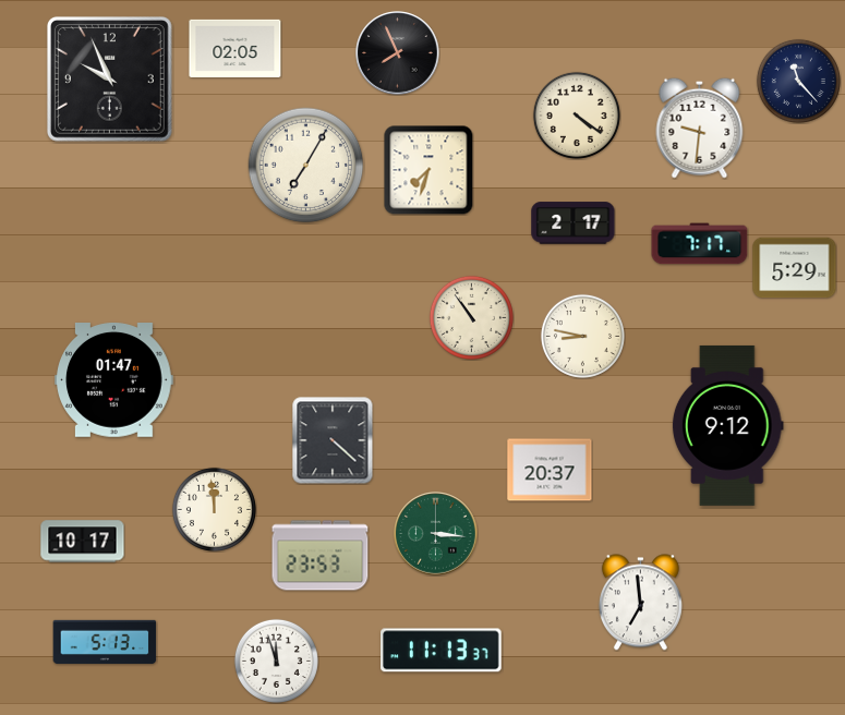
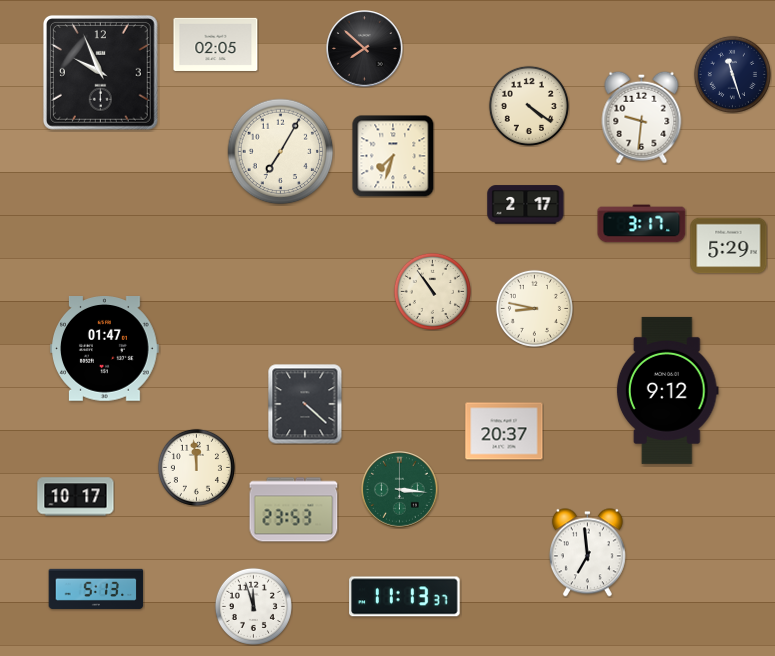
clock at (398, 53): 7:56 -> 7:52
clock at (798, 81): 11:23 -> 11:27
clock at (700, 244): 7:17 -> 3:17
